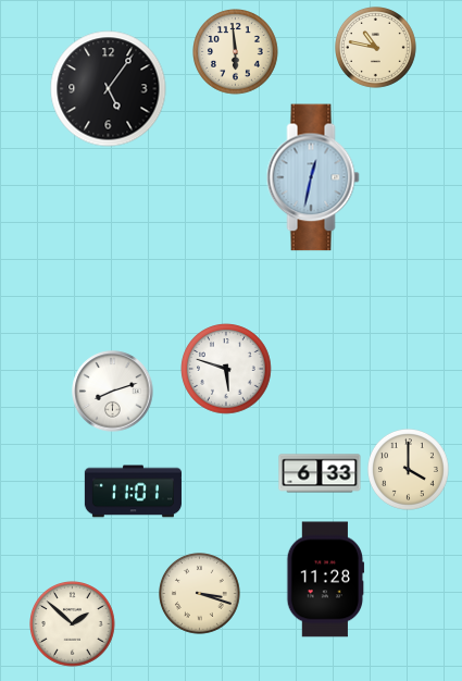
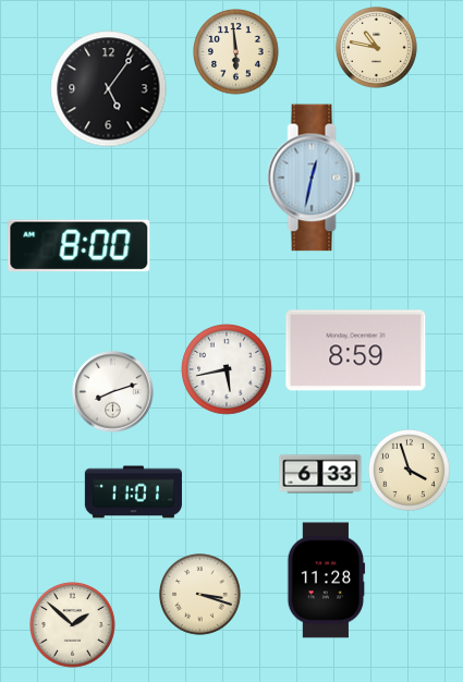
clock at (80, 245): none -> 8:00
clock at (356, 351): none -> 8:59
clock at (226, 369): 5:48 -> 5:43
clock at (409, 470): 4:00 -> 3:57
